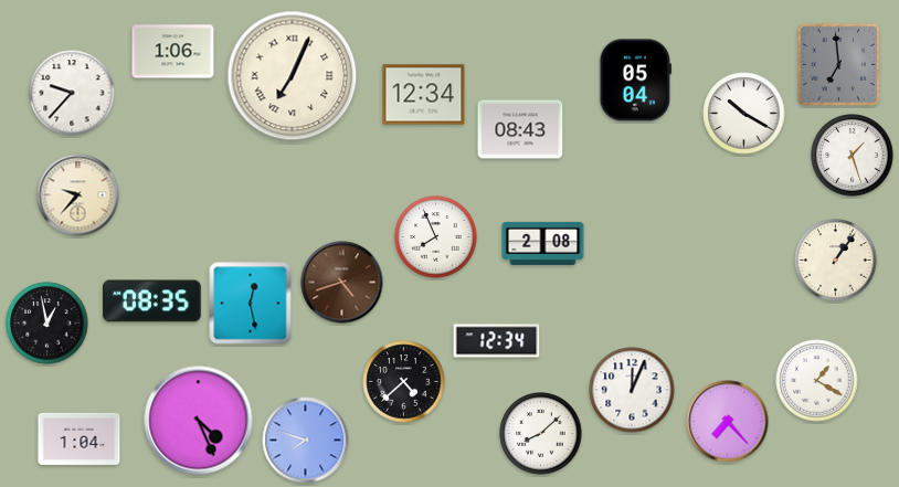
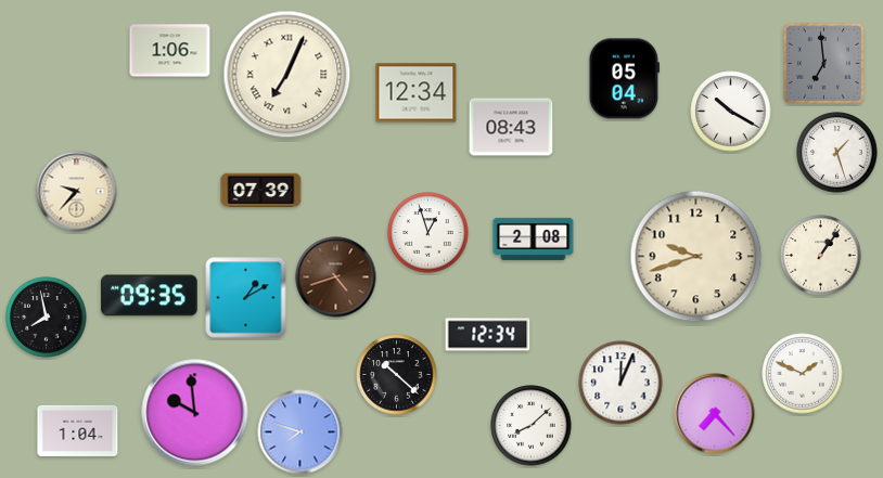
clock at (72, 93): 9:37 -> none
clock at (261, 191): none -> 07:39
clock at (436, 237): 7:56 -> 12:57
clock at (696, 257): none -> 9:42
clock at (152, 301): 08:35 -> 09:35
clock at (251, 304): 12:28 -> 1:10
clock at (47, 324): 12:58 -> 7:58
clock at (817, 381): 1:20 -> 1:49
clock at (404, 382): 4:38 -> 10:22
clock at (199, 421): 4:26 -> 9:59
